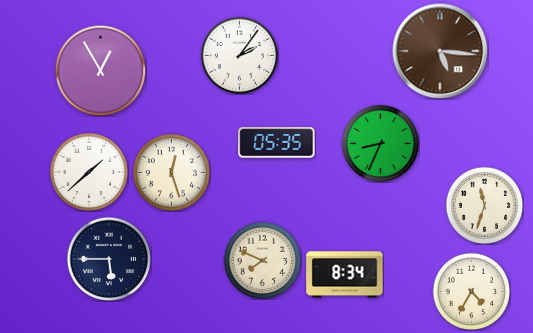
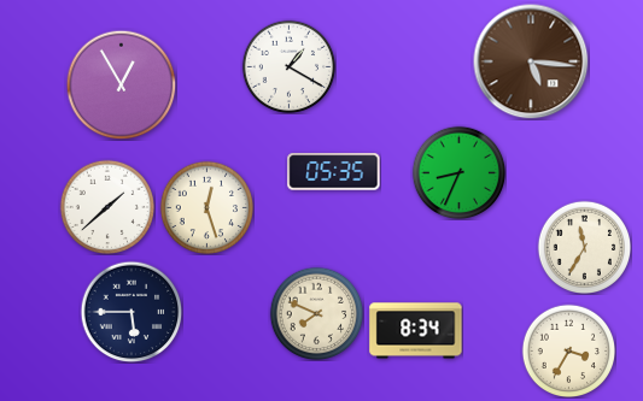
clock at (239, 55): 2:06 -> 1:20
clock at (484, 205): 11:33 -> 11:35
clock at (471, 291): 4:35 -> 3:35
